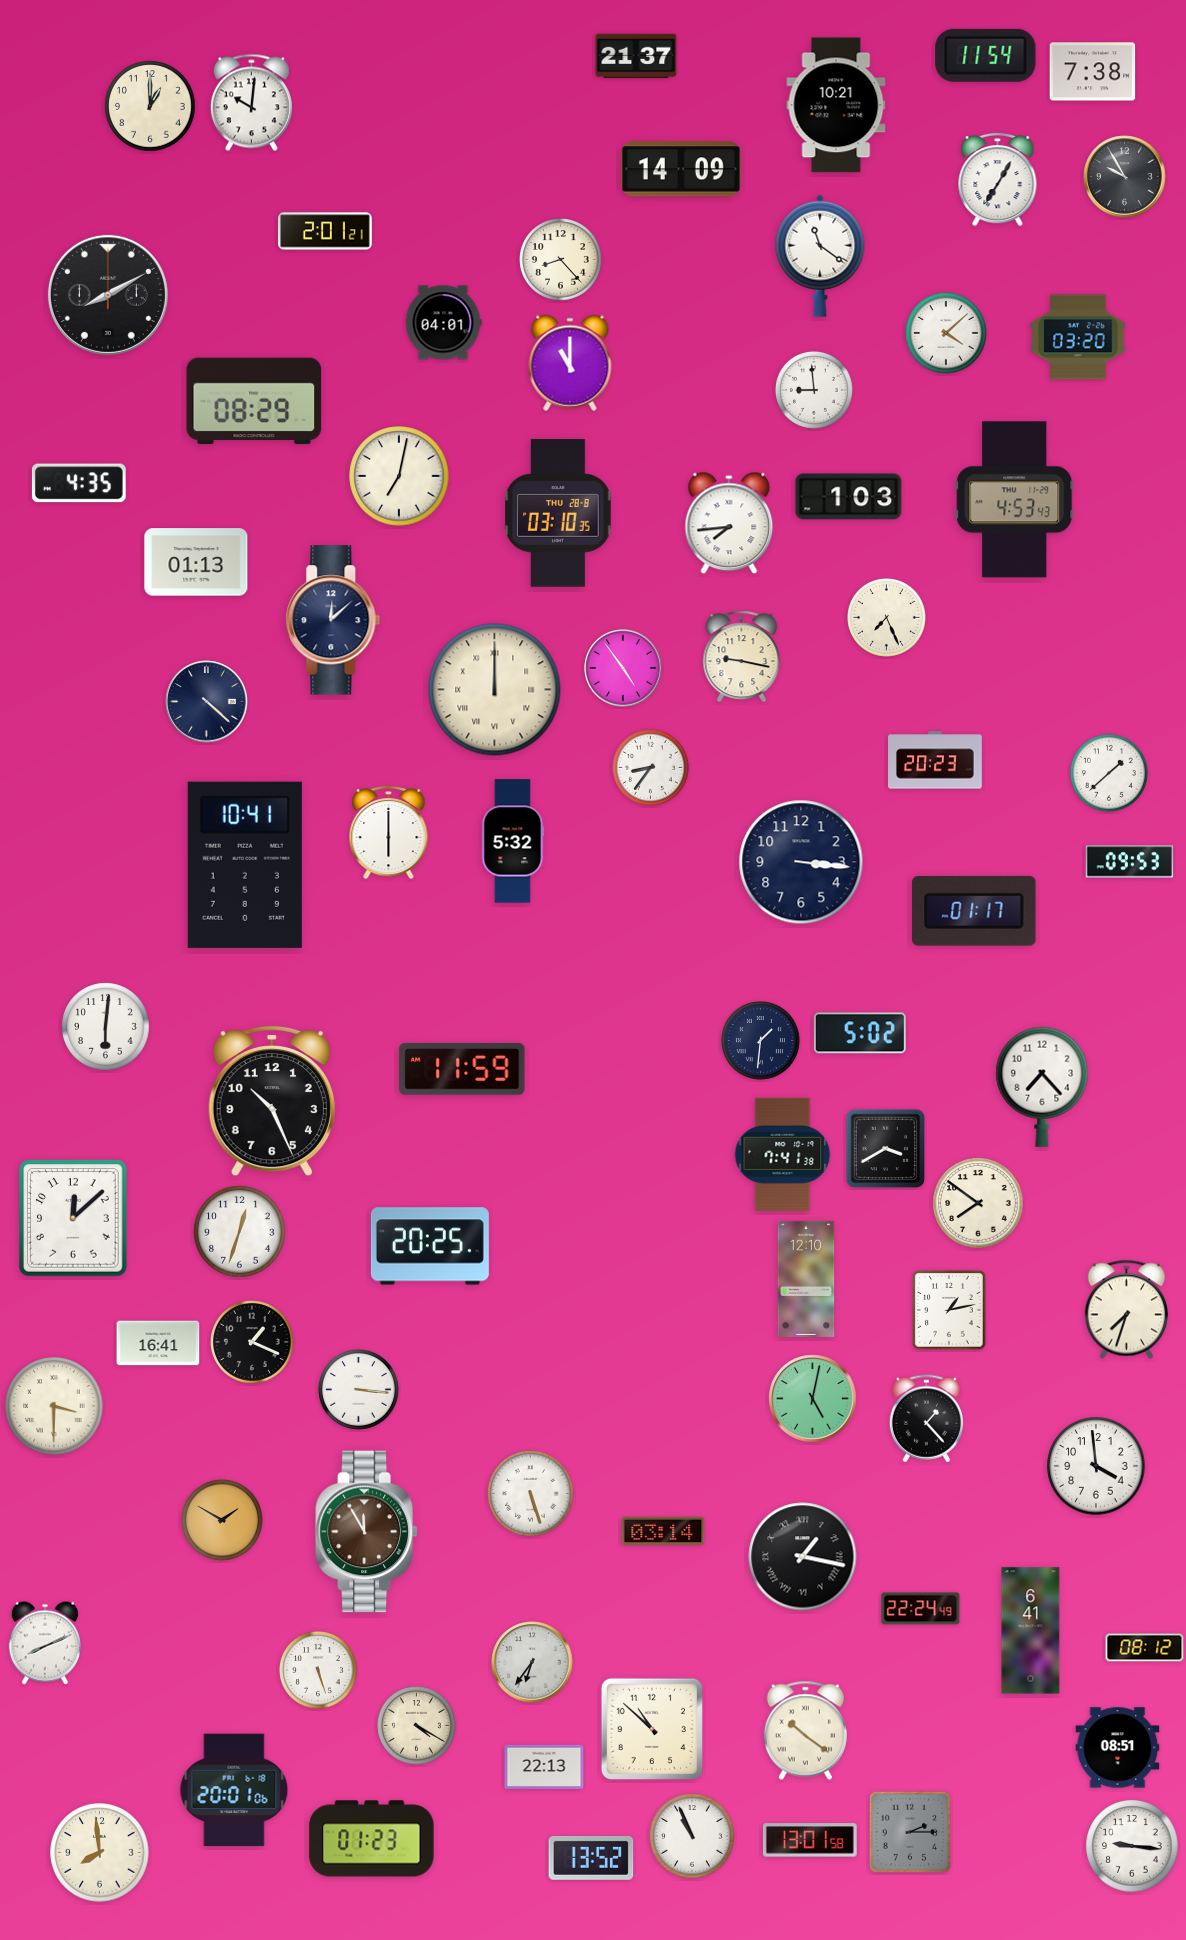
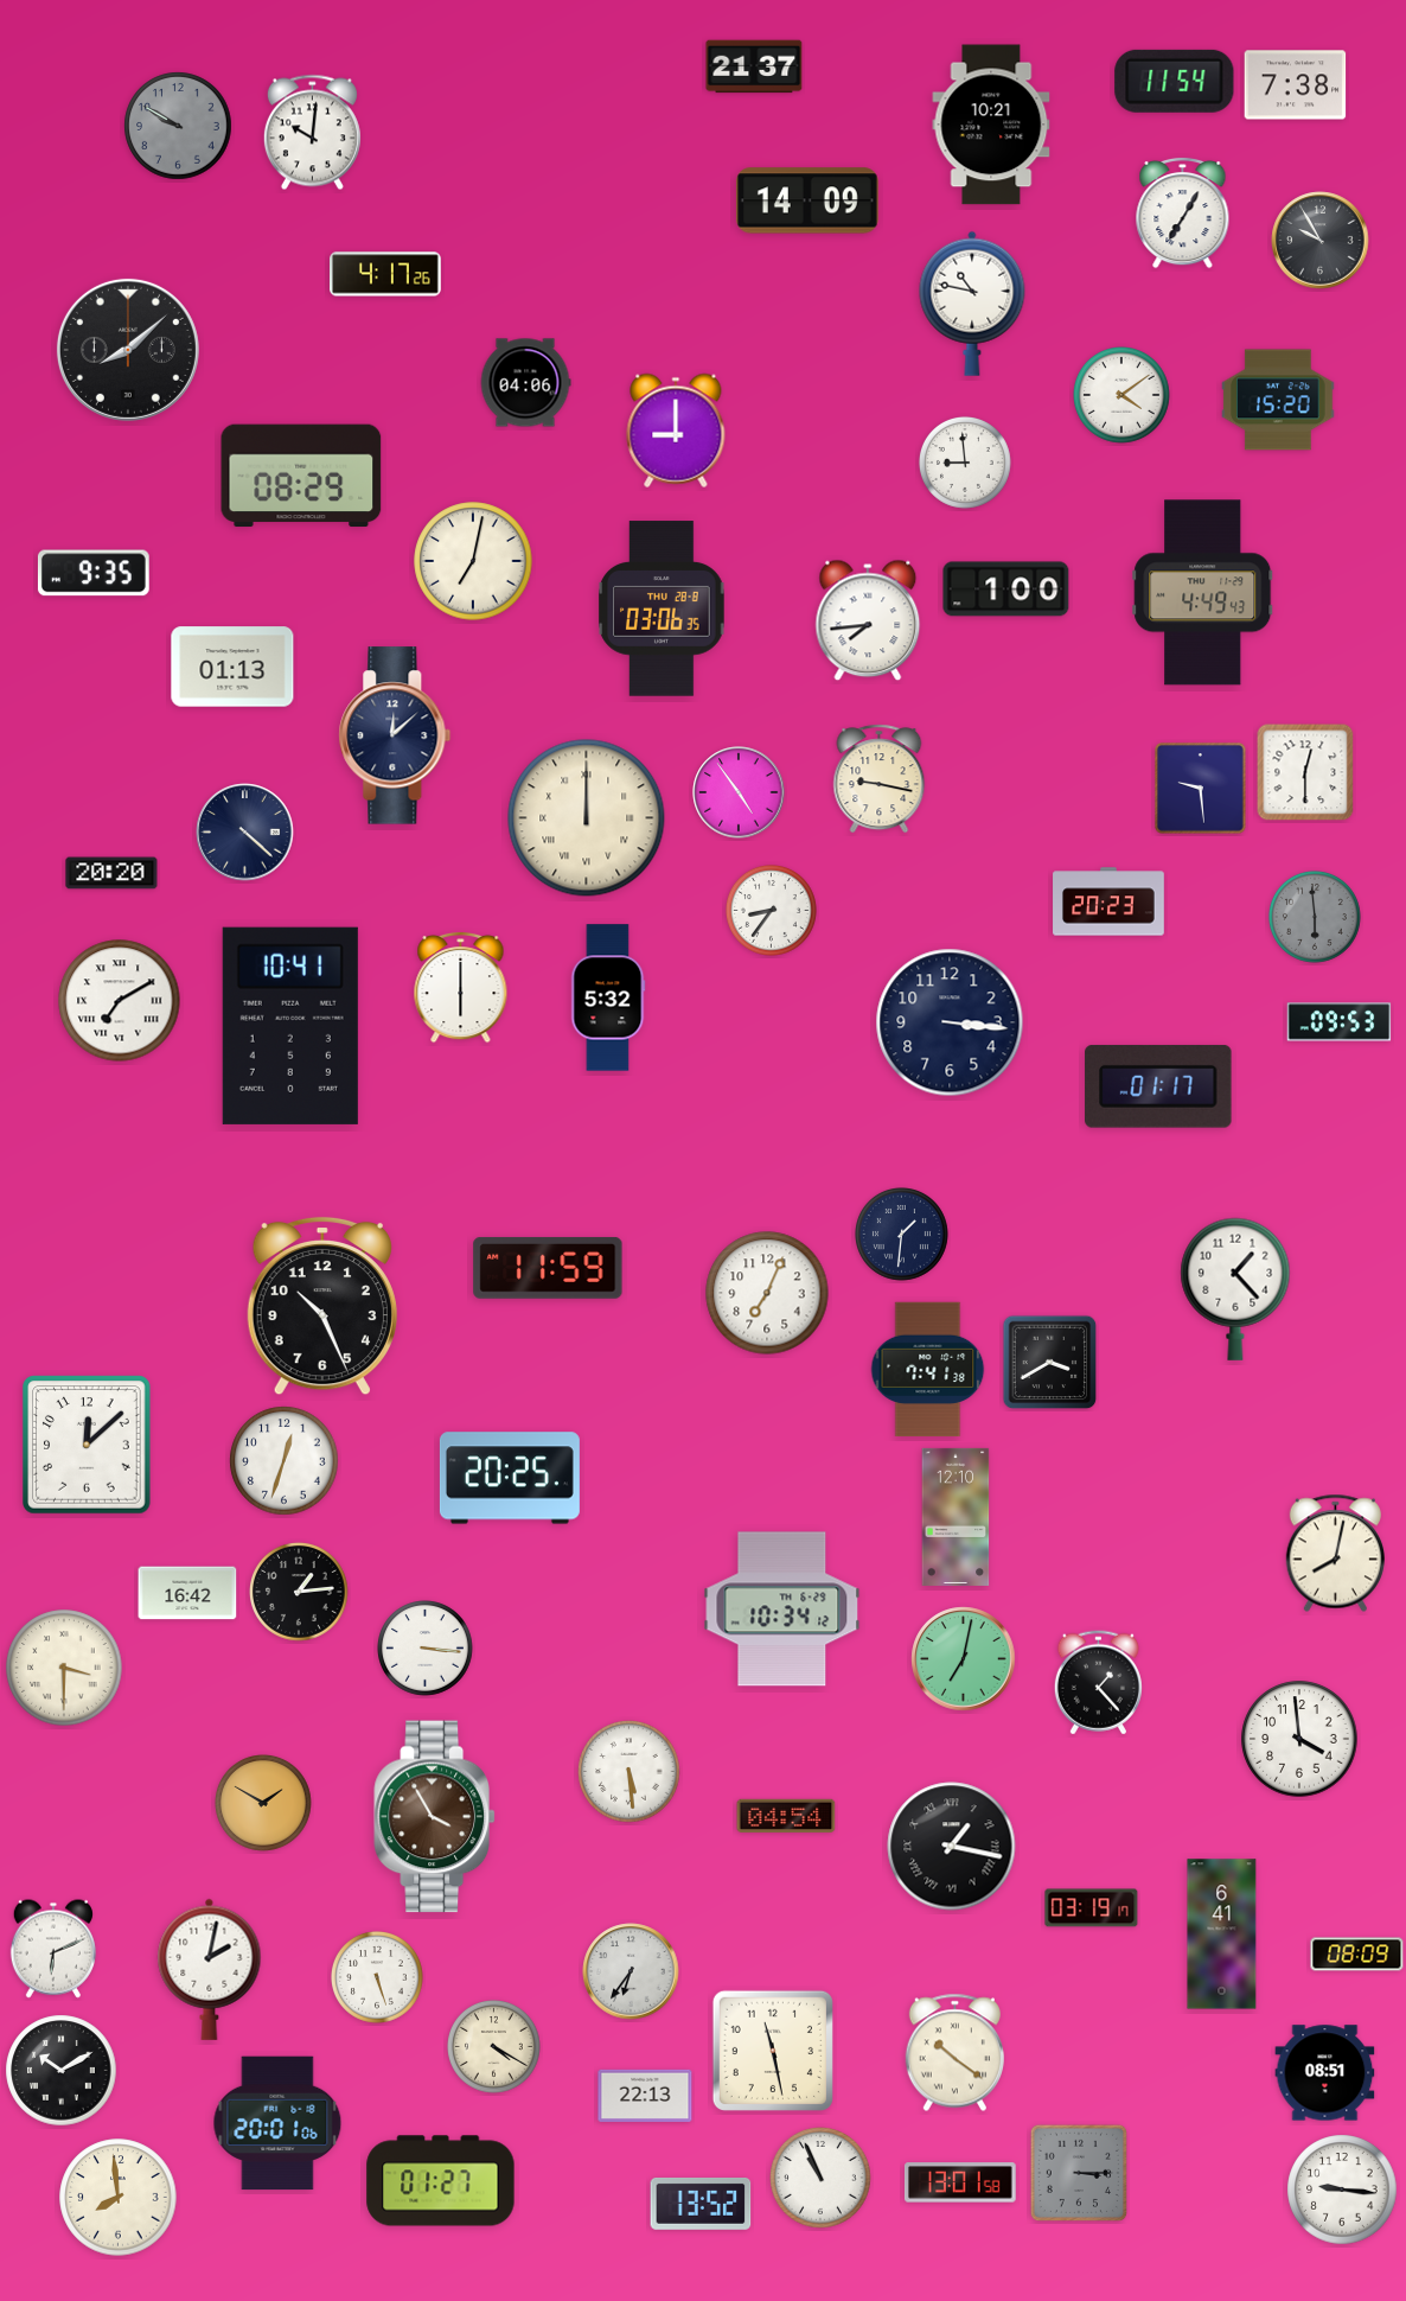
clock at (986, 55) position: (986, 55) -> (1175, 81)
clock at (251, 103) position: (251, 103) -> (312, 133)
clock at (150, 106): 1:00 -> 9:50
clock at (150, 106) dial: cream -> grey
clock at (1125, 177) position: (1125, 177) -> (1321, 241)
clock at (326, 231): 2:01 -> 4:17
clock at (820, 256): 11:21 -> 10:47
clock at (561, 260): 8:23 -> none
clock at (108, 295): 8:10 -> 8:08
clock at (443, 323): 04:01 -> 04:06
clock at (947, 334): 4:08 -> 4:09
clock at (1078, 337): 03:20 -> 15:20
clock at (570, 363): 11:00 -> 9:00
clock at (399, 476) position: (399, 476) -> (473, 561)
clock at (79, 483): 4:35 -> 9:35
clock at (849, 497): 1:03 -> 1:00
clock at (1015, 500): 4:53 -> 4:49
clock at (558, 513): 03:10 -> 03:06
clock at (729, 523) position: (729, 523) -> (868, 620)
clock at (887, 618): 7:26 -> none
clock at (1305, 772): none -> 12:30
clock at (1201, 789): none -> 9:29
clock at (111, 873): none -> 20:20
clock at (1109, 773): 1:38 -> 5:59
clock at (1109, 773) dial: white -> grey
clock at (120, 1001): none -> 7:10
clock at (974, 911) position: (974, 911) -> (1158, 1086)
clock at (106, 1027): 6:01 -> none
clock at (860, 1033): 5:02 -> none
clock at (1042, 1087): 7:23 -> 1:23
clock at (767, 1293): none -> 7:04
clock at (978, 1203): 7:51 -> none
clock at (949, 1310): 1:13 -> none
clock at (1126, 1310): 7:33 -> 8:02
clock at (252, 1342): 1:19 -> 1:14
clock at (158, 1343): 16:41 -> 16:42
clock at (782, 1610): none -> 10:34
clock at (813, 1399): 5:02 -> 7:02
clock at (531, 1494): 5:27 -> 5:29
clock at (663, 1531): 03:14 -> 04:54
clock at (366, 1532): 11:55 -> 3:55
clock at (921, 1609): 22:24 -> 03:19
clock at (45, 1643): 8:11 -> 6:11
clock at (1145, 1648): 08:12 -> 08:09
clock at (210, 1969): none -> 2:02
clock at (318, 1670) position: (318, 1670) -> (377, 1977)
clock at (652, 1729): 10:52 -> 11:28
clock at (62, 2071): none -> 10:10
clock at (909, 1831): 2:15 -> 3:15
clock at (372, 1839): 01:23 -> 01:27
